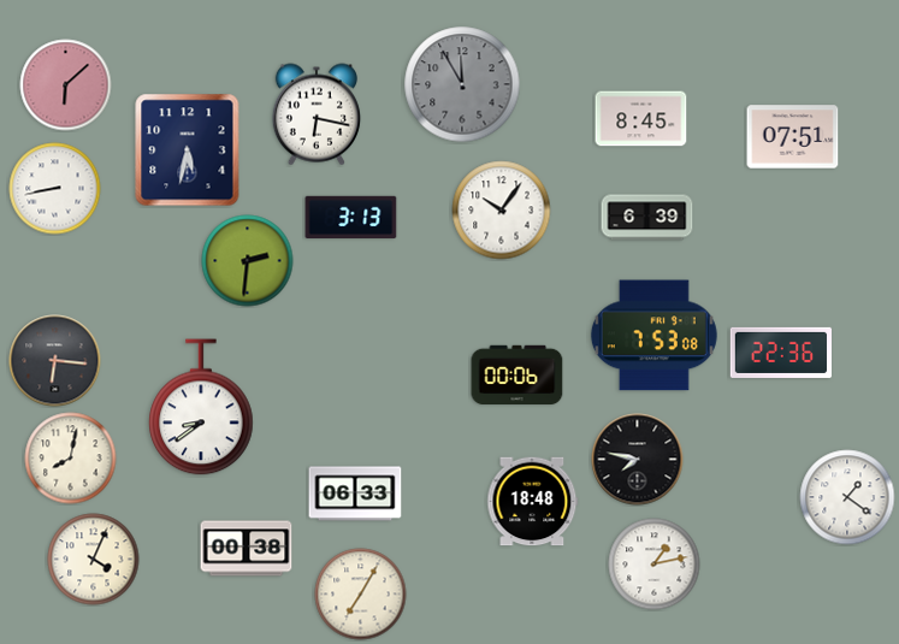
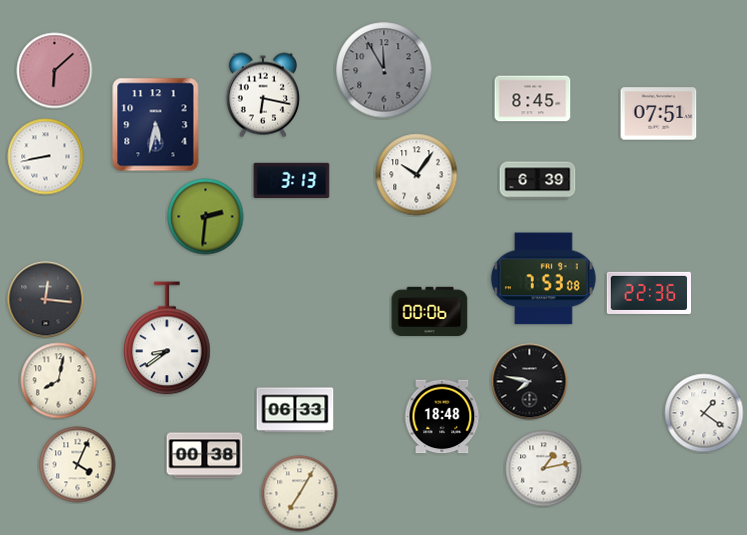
clock at (55, 361): 6:16 -> 12:16
